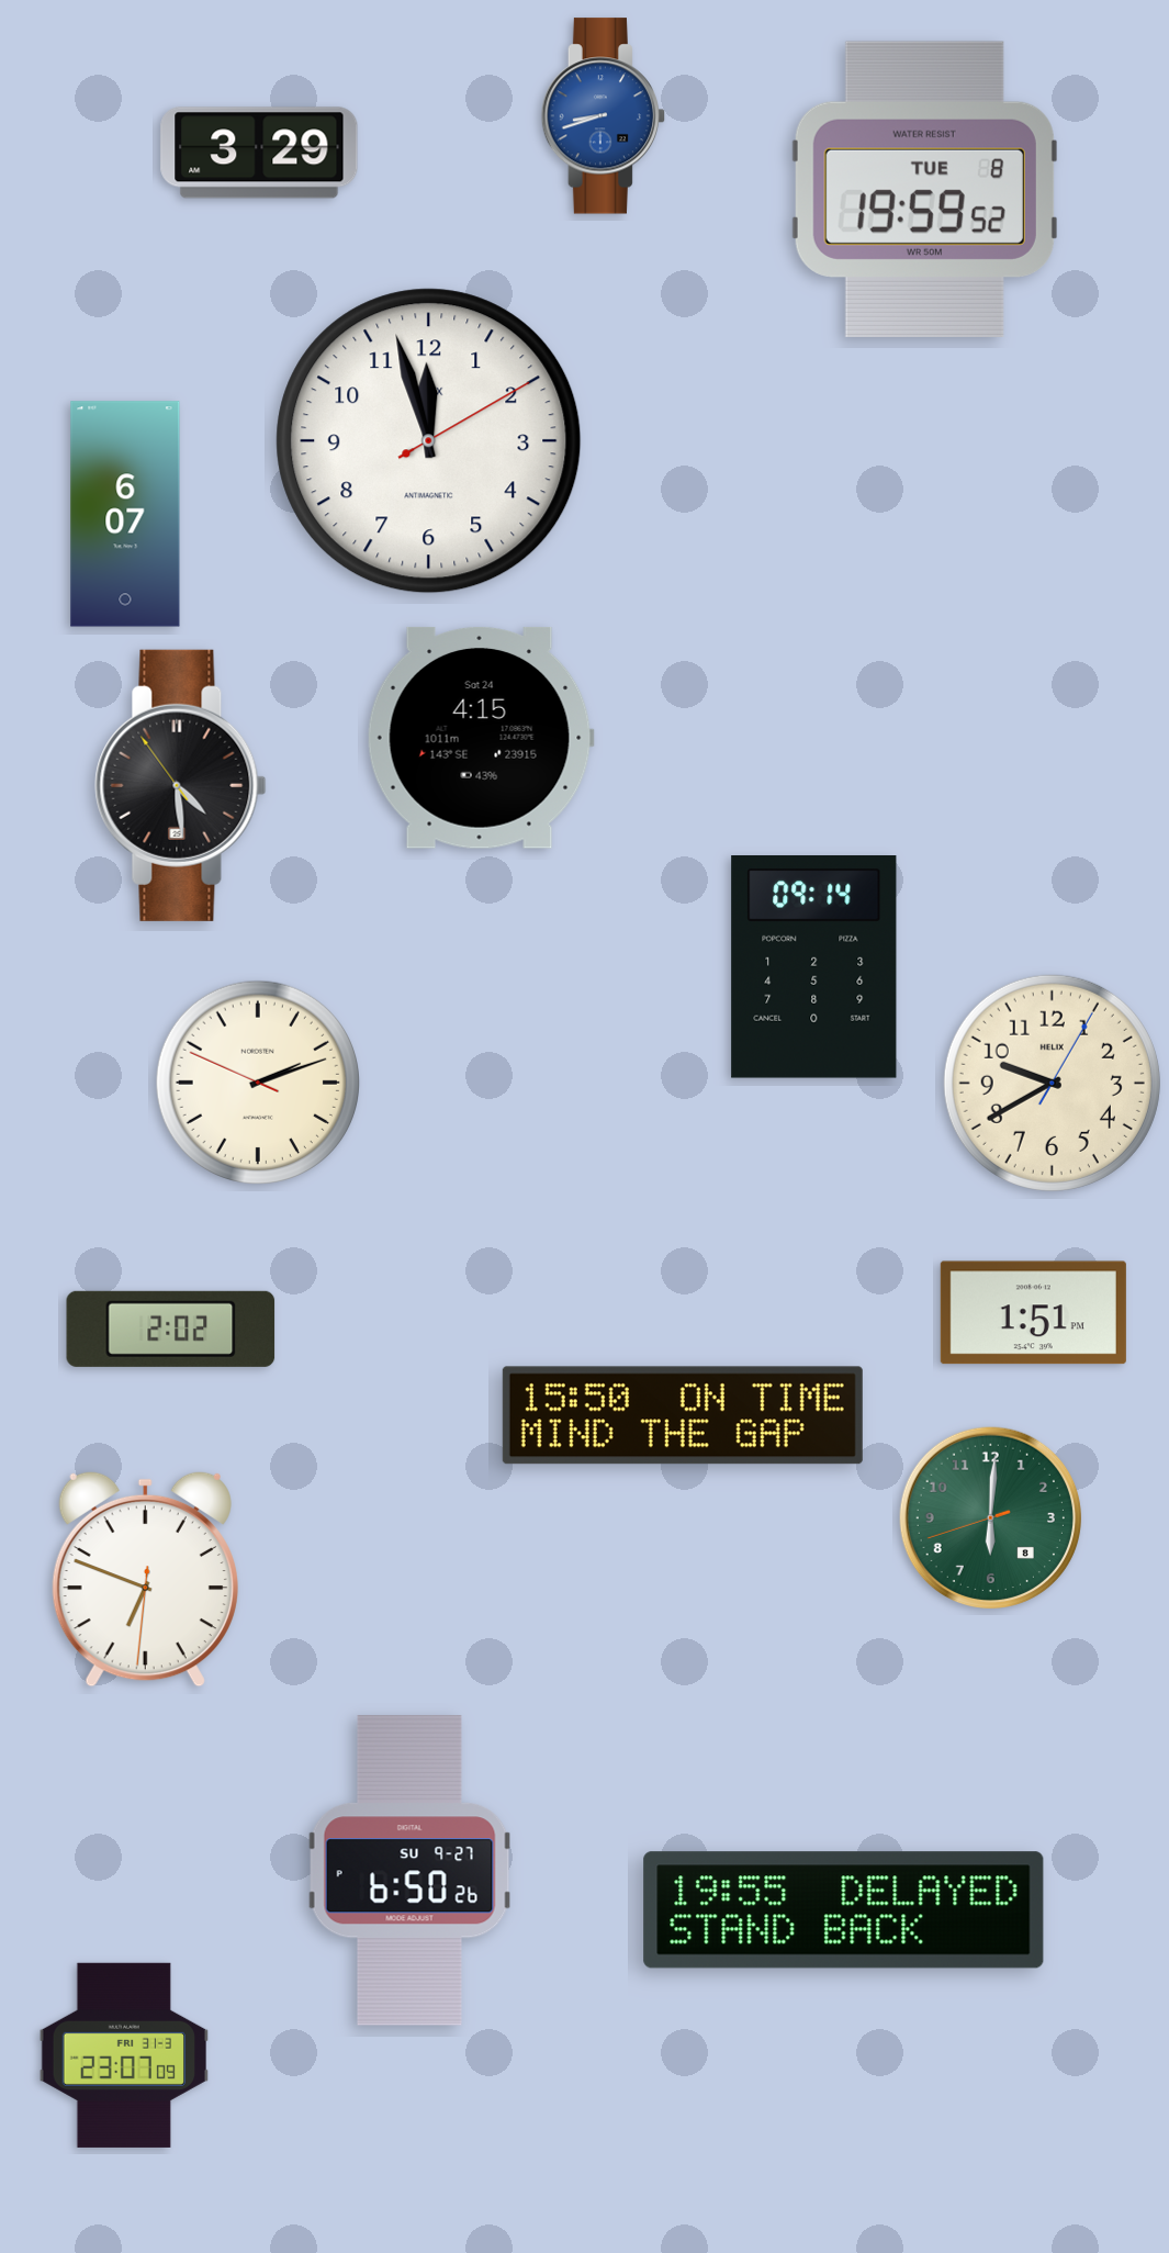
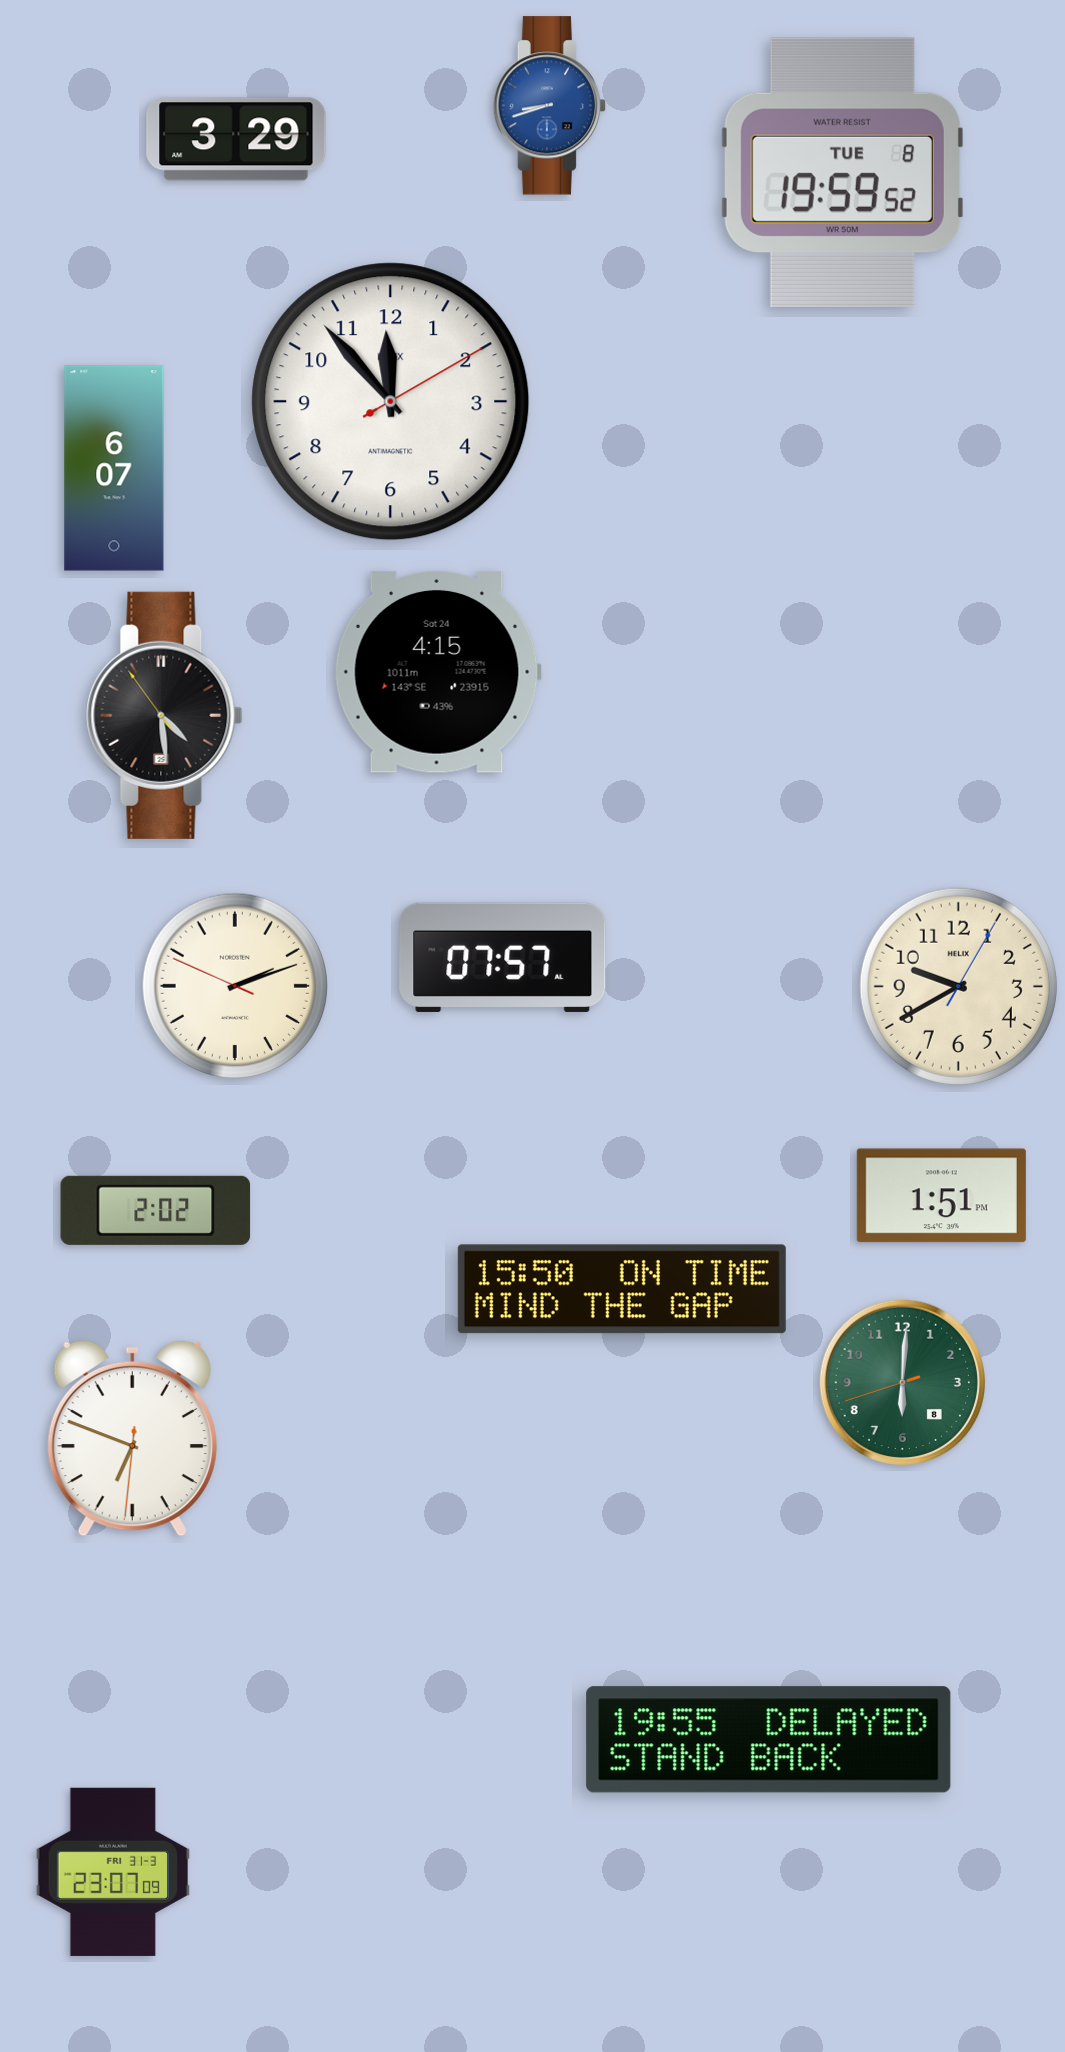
clock at (429, 441): 11:57 -> 11:53
clock at (814, 967): 09:14 -> none
clock at (503, 957): none -> 07:57
clock at (411, 1871): 6:50 -> none
